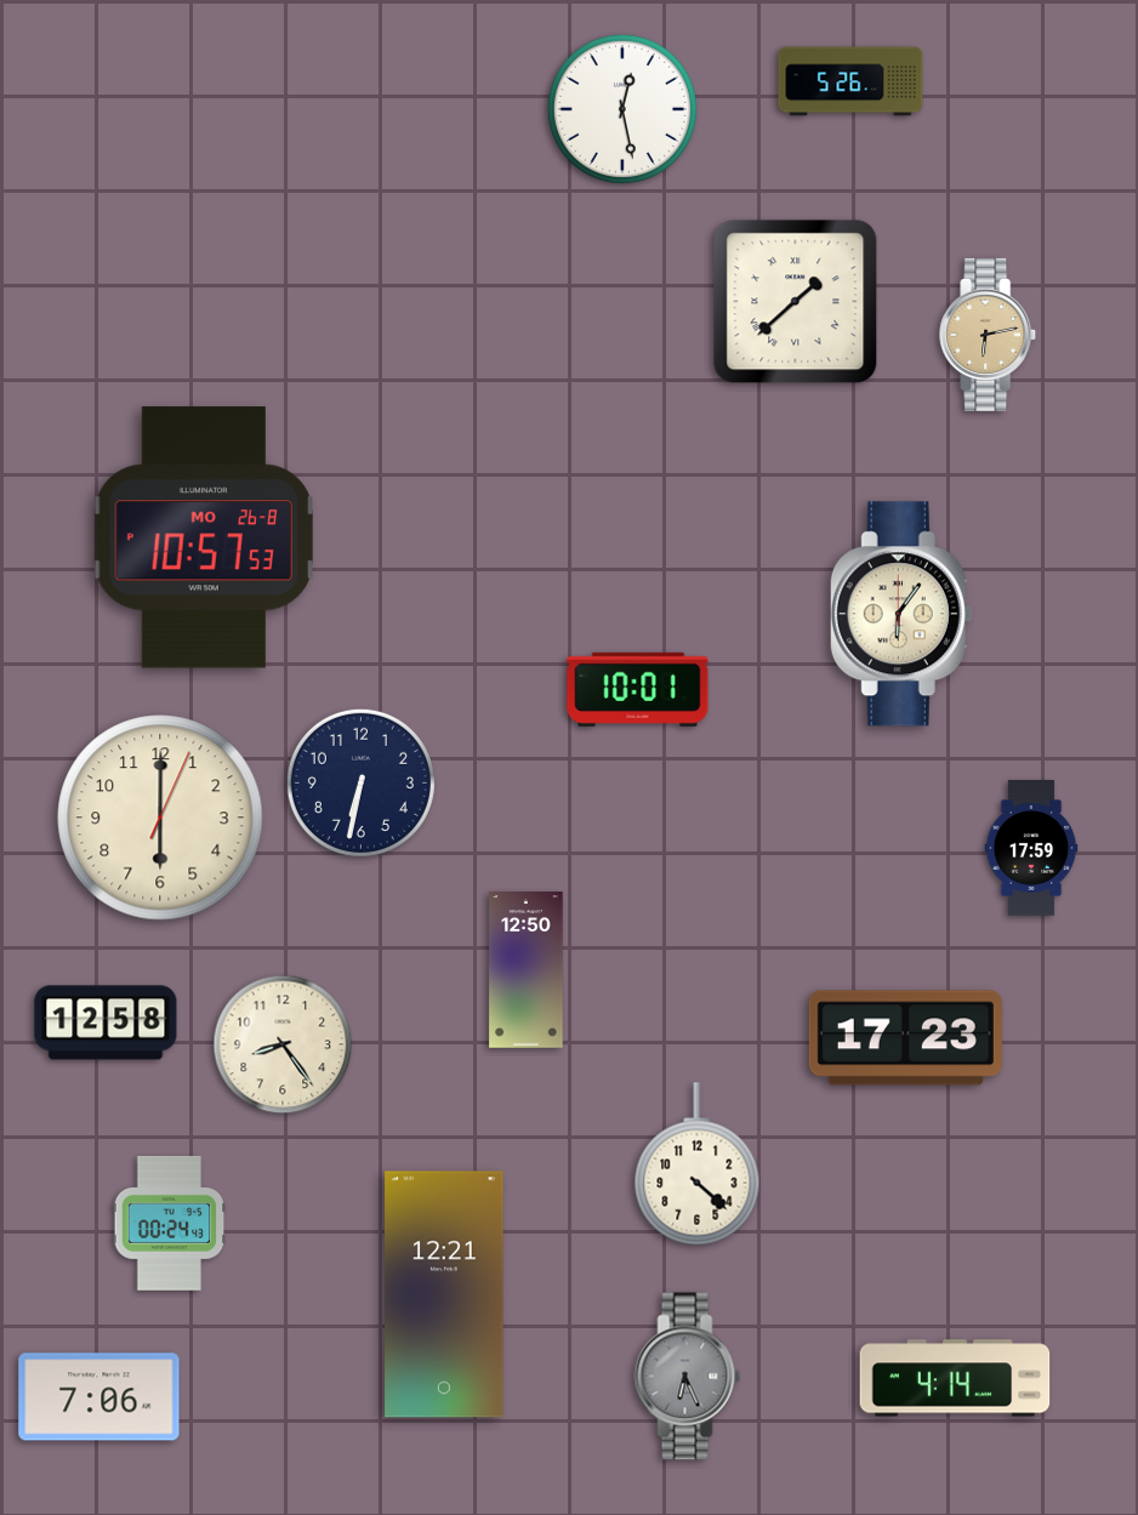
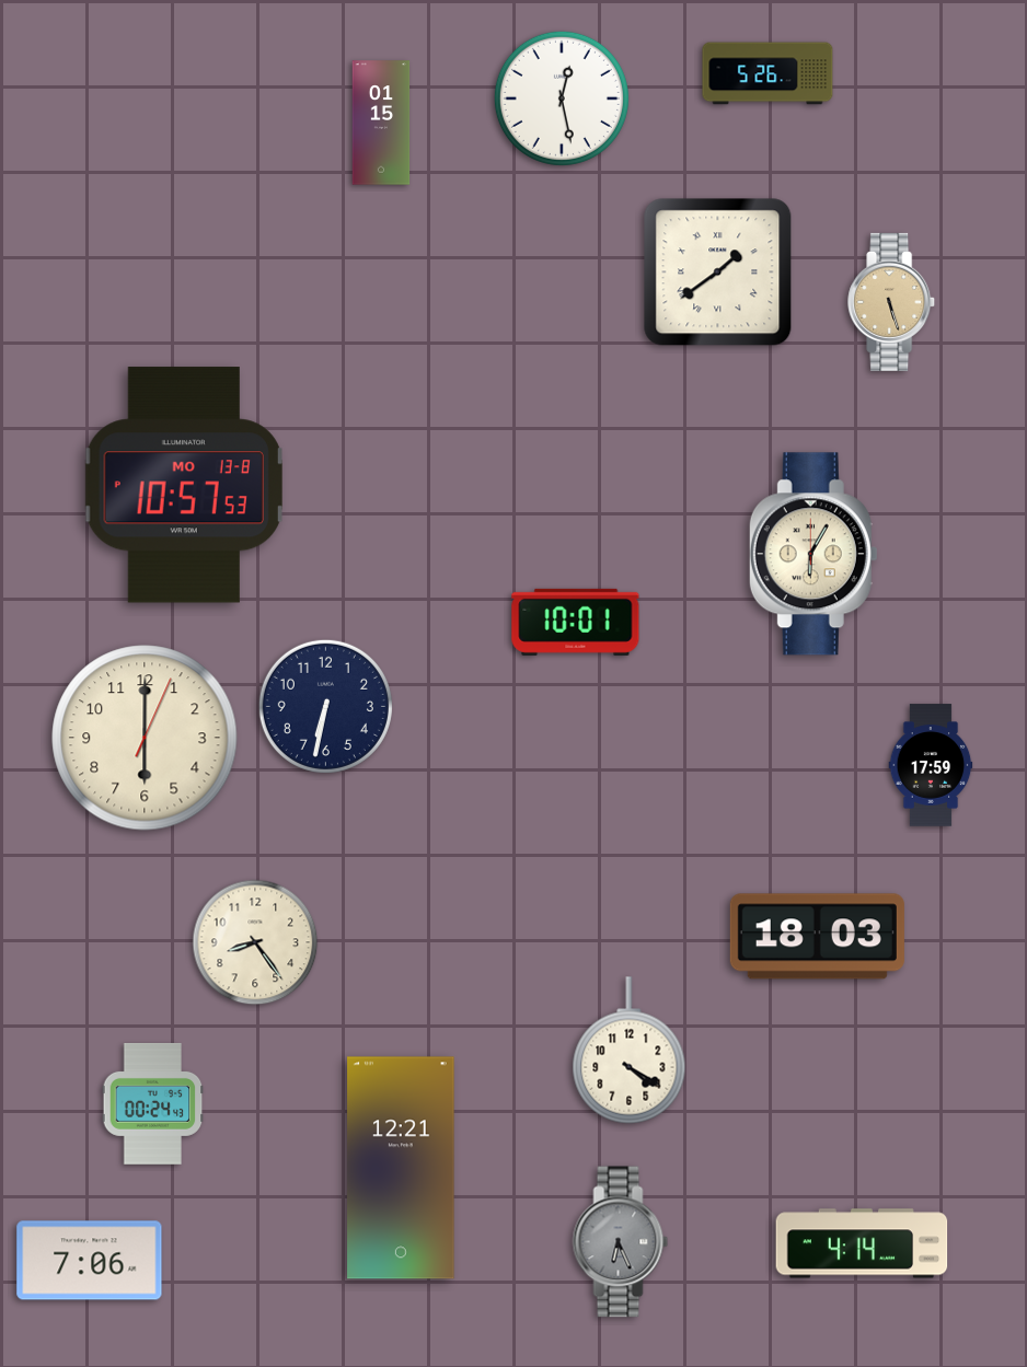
clock at (381, 123): none -> 01:15
clock at (796, 302): 1:38 -> 1:39
clock at (989, 335): 6:13 -> 5:27
clock at (204, 537) date: MO 26-8 -> MO 13-8
clock at (901, 614): 6:06 -> 6:05
clock at (527, 970): 12:50 -> none
clock at (106, 1023): 12:58 -> none
clock at (905, 1038): 17:23 -> 18:03
clock at (698, 1164): 4:22 -> 4:20
